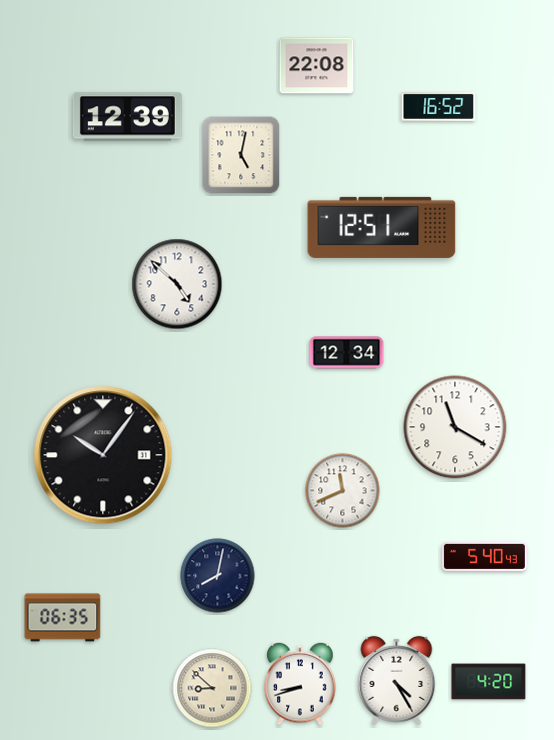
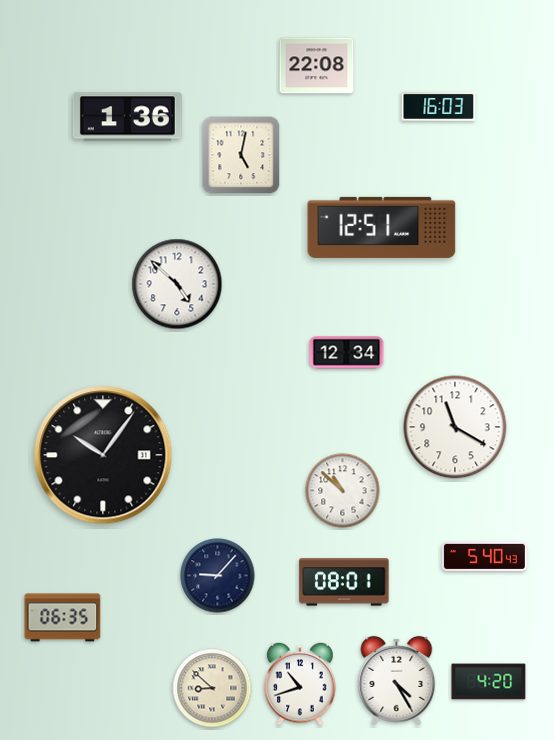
clock at (439, 107): 16:52 -> 16:03
clock at (127, 117): 12:39 -> 1:36
clock at (343, 491): 11:41 -> 10:52
clock at (218, 576): 8:02 -> 9:07
clock at (344, 582): none -> 08:01
clock at (300, 684): 8:42 -> 10:42
